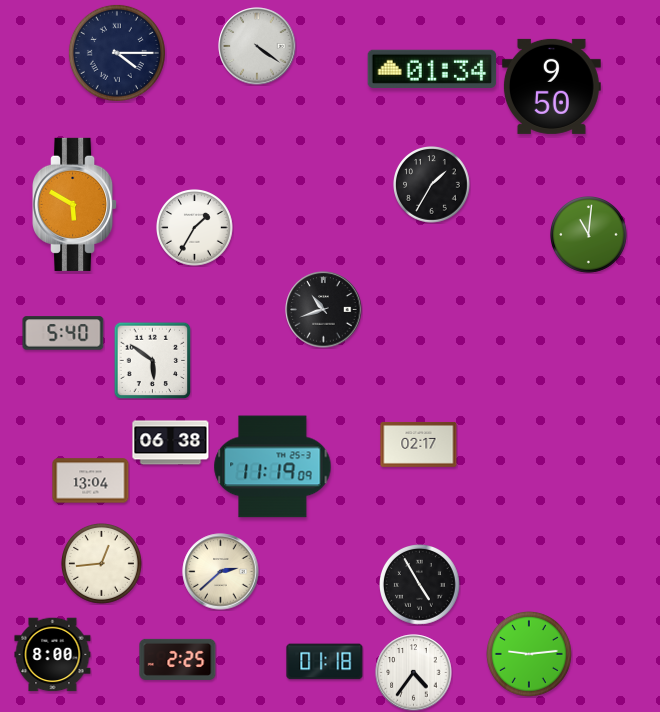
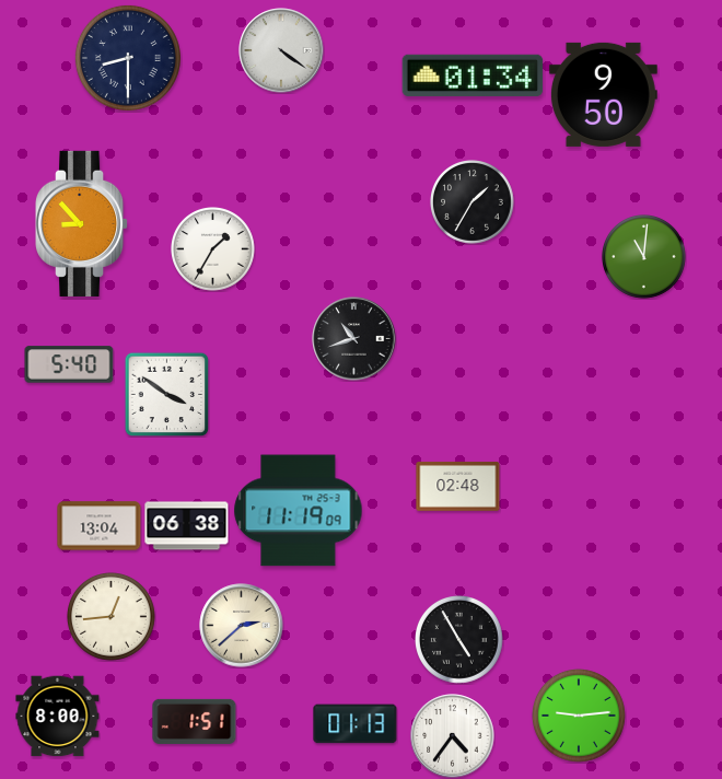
clock at (117, 53): 4:15 -> 8:30
clock at (76, 204): 5:50 -> 8:53
clock at (152, 360): 5:51 -> 3:51
clock at (171, 443) position: (171, 443) -> (187, 526)
clock at (419, 444): 02:17 -> 02:48
clock at (178, 659): 2:25 -> 1:51
clock at (325, 662): 01:18 -> 01:13
